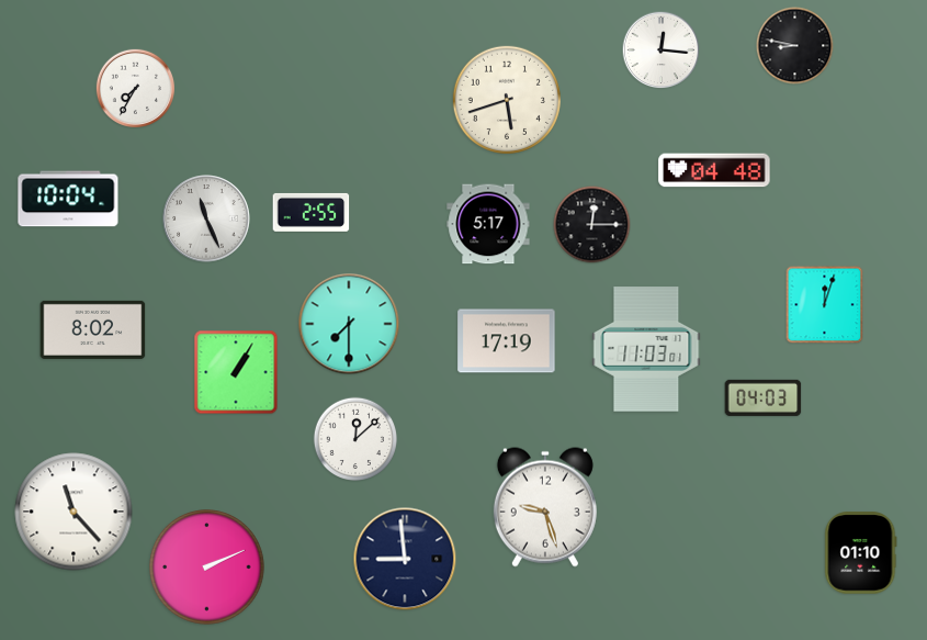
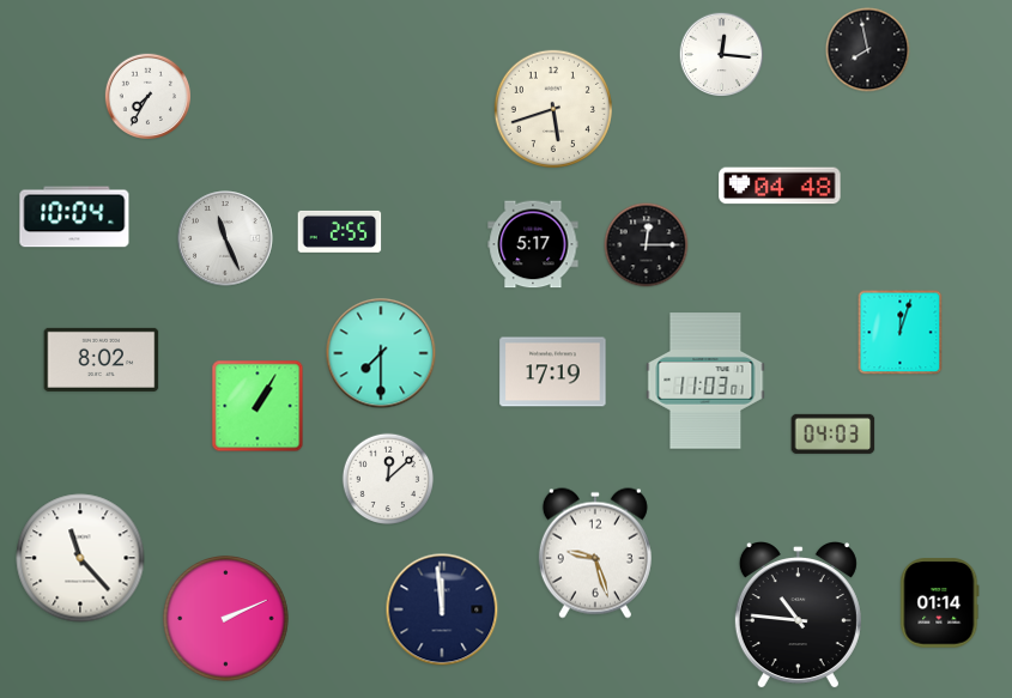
clock at (795, 46): 8:47 -> 7:58
clock at (861, 553): 01:10 -> 01:14
clock at (405, 559): 8:59 -> 11:59
clock at (798, 617): none -> 10:46
